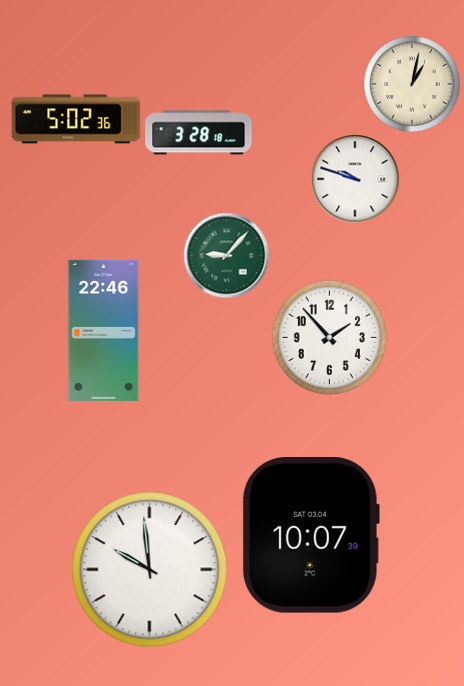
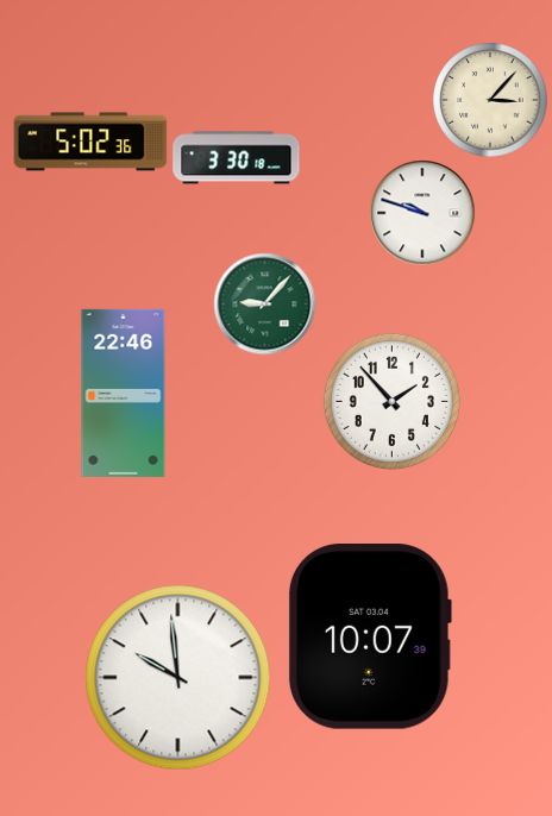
clock at (412, 84): 1:02 -> 3:07
clock at (199, 133): 3:28 -> 3:30
clock at (226, 255) position: (226, 255) -> (264, 303)
